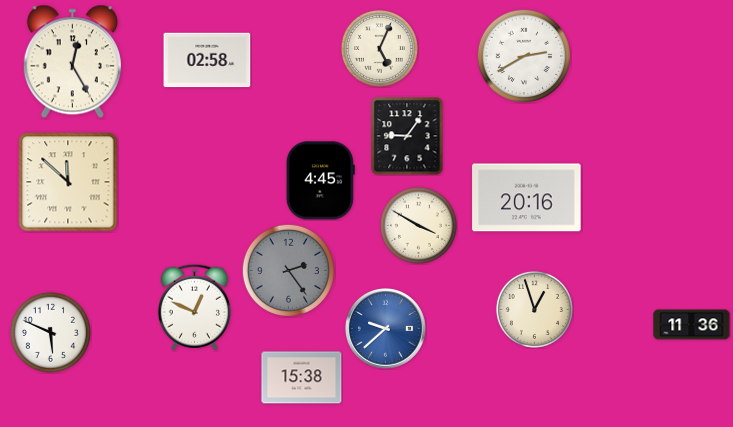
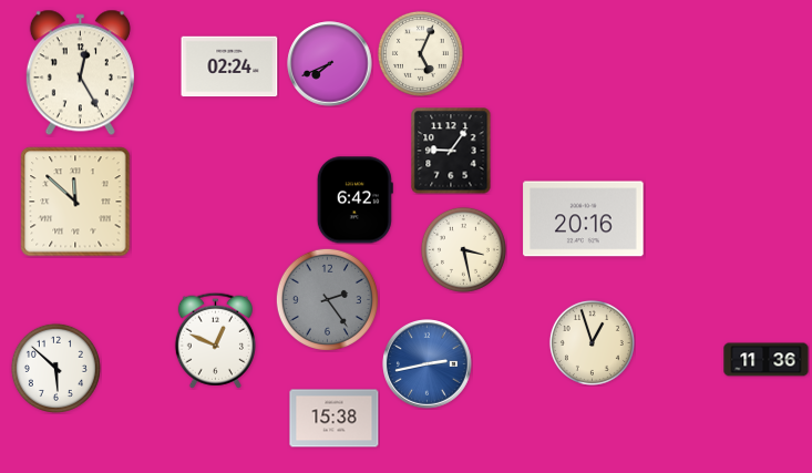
clock at (524, 56): 2:40 -> none
clock at (330, 64): none -> 7:41
clock at (207, 60): 02:58 -> 02:24
clock at (72, 62) position: (72, 62) -> (80, 73)
clock at (320, 181): 4:45 -> 6:42
clock at (418, 225): 3:50 -> 3:28
clock at (288, 270) position: (288, 270) -> (327, 299)
clock at (386, 329): 9:38 -> 2:43
clock at (50, 332): 5:49 -> 5:52
